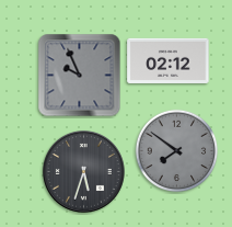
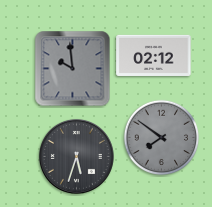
clock at (80, 76): 9:56 -> 9:59
